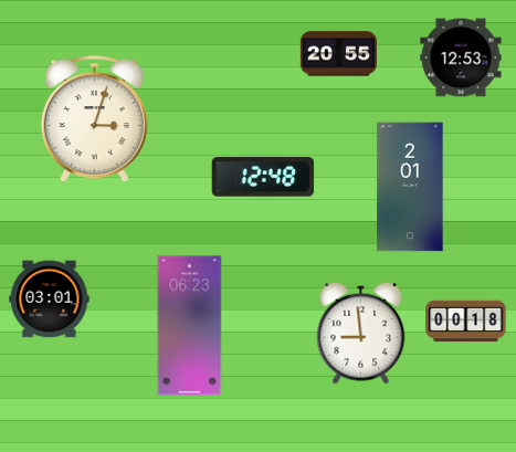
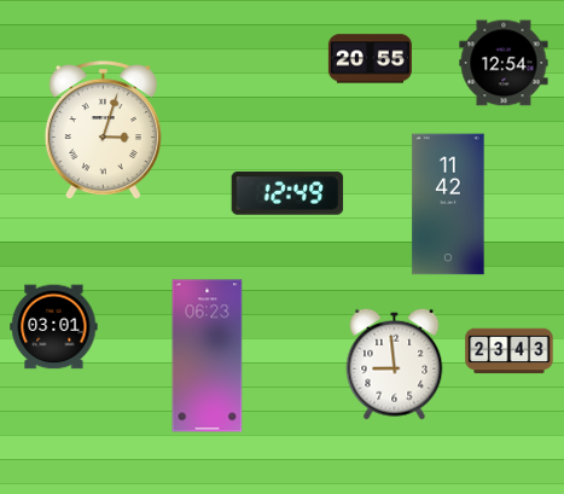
clock at (461, 57): 12:53 -> 12:54
clock at (263, 177): 12:48 -> 12:49
clock at (410, 187): 2:01 -> 11:42
clock at (466, 322): 00:18 -> 23:43
